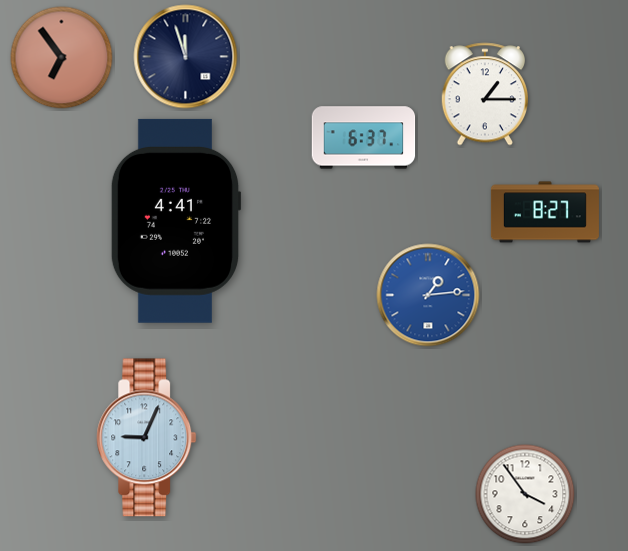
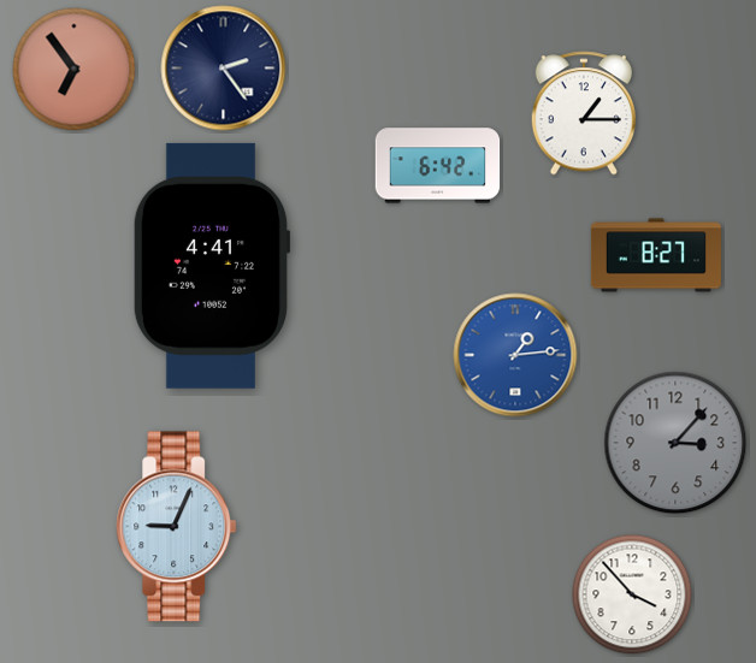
clock at (186, 57): 11:57 -> 2:24
clock at (364, 138): 6:37 -> 6:42
clock at (675, 443): none -> 3:07
clock at (525, 494): 3:54 -> 3:53
